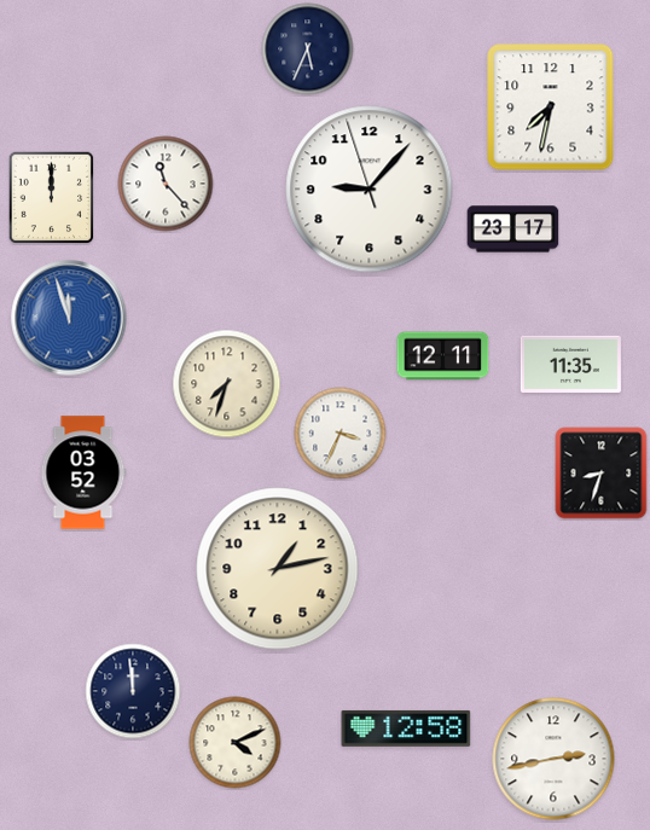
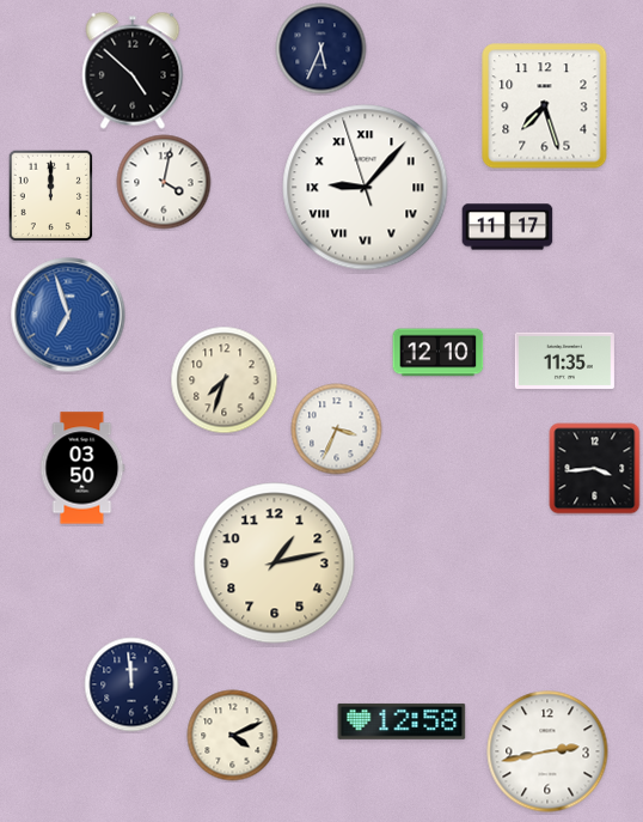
clock at (308, 50) position: (308, 50) -> (321, 49)
clock at (133, 71): none -> 4:52
clock at (551, 108): 7:32 -> 7:27
clock at (166, 184): 11:23 -> 4:02
clock at (370, 190) numerals: Arabic -> Roman
clock at (513, 230): 23:17 -> 11:17
clock at (69, 318): 11:57 -> 6:57
clock at (443, 356): 12:11 -> 12:10
clock at (83, 472): 03:52 -> 03:50
clock at (602, 474): 8:33 -> 3:44
